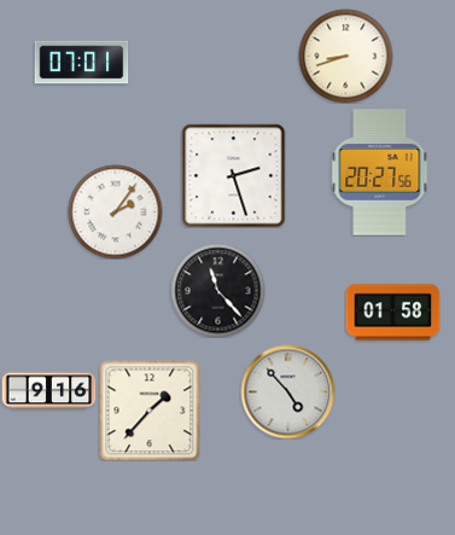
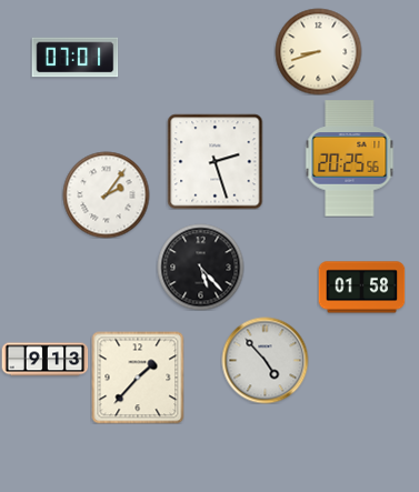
clock at (380, 173): 20:27 -> 20:25
clock at (217, 290): 11:23 -> 5:23
clock at (48, 391): 9:16 -> 9:13
